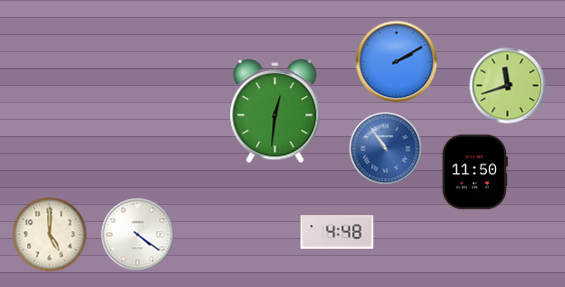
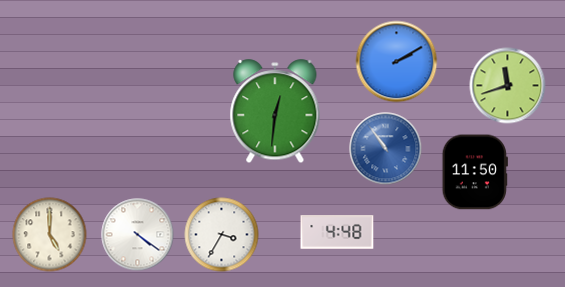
clock at (222, 235): none -> 3:35
